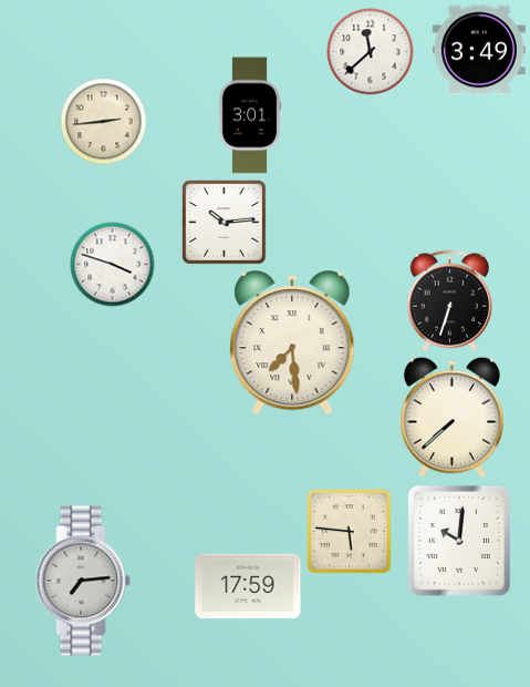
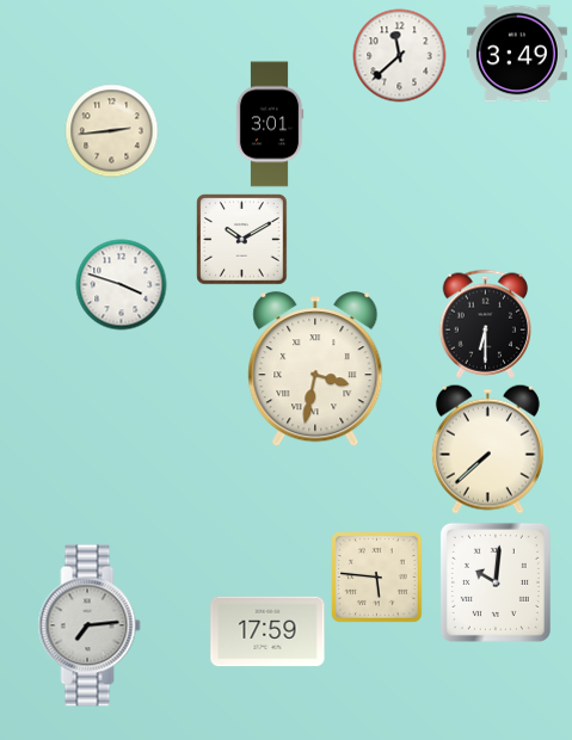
clock at (225, 223): 10:14 -> 10:10
clock at (449, 300): 6:33 -> 6:30
clock at (292, 343): 7:29 -> 3:32
clock at (350, 532) position: (350, 532) -> (377, 578)
